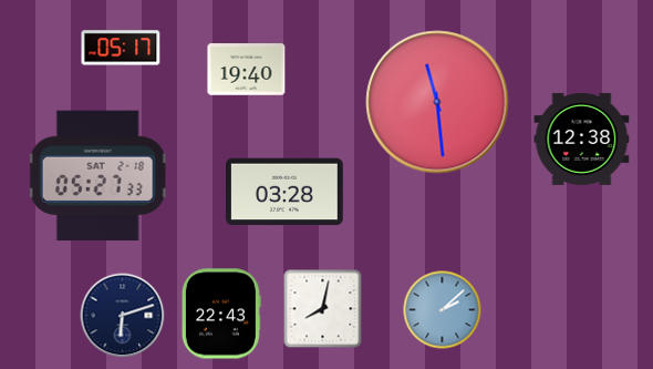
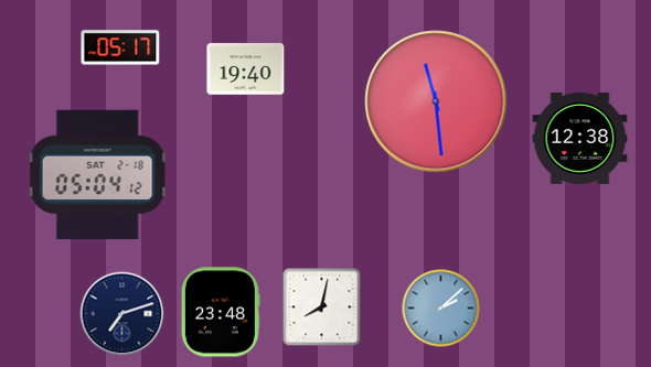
clock at (97, 176): 05:27 -> 05:04
clock at (286, 192): 03:28 -> none
clock at (221, 314): 22:43 -> 23:48
clock at (123, 316): 6:12 -> 7:12
